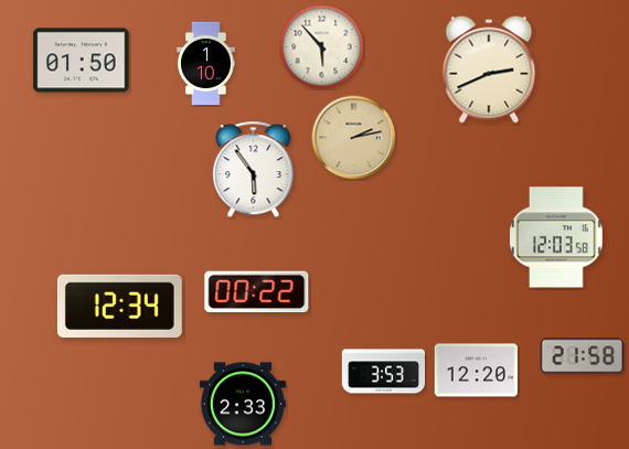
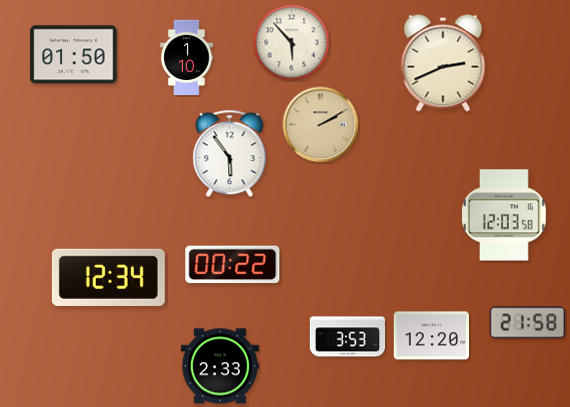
clock at (354, 138): 2:13 -> 2:10
